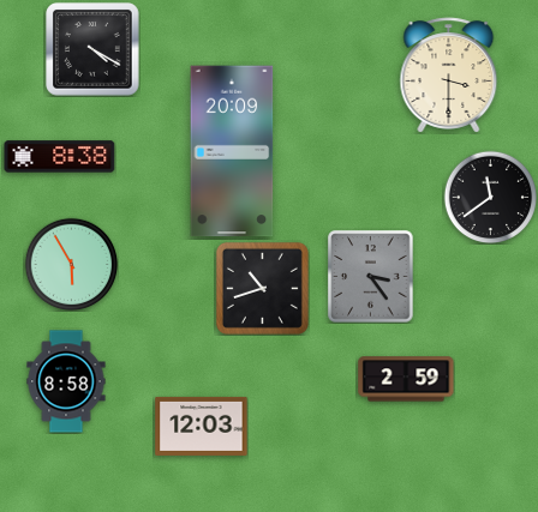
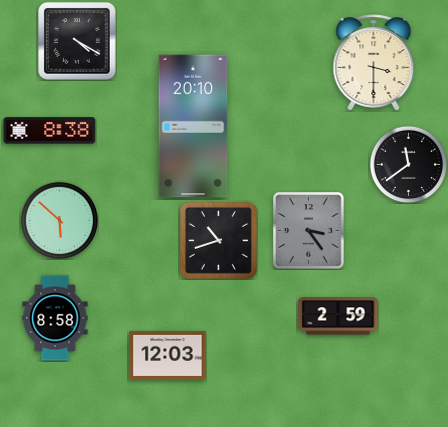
clock at (232, 151): 20:09 -> 20:10
clock at (71, 264): 5:55 -> 5:52
